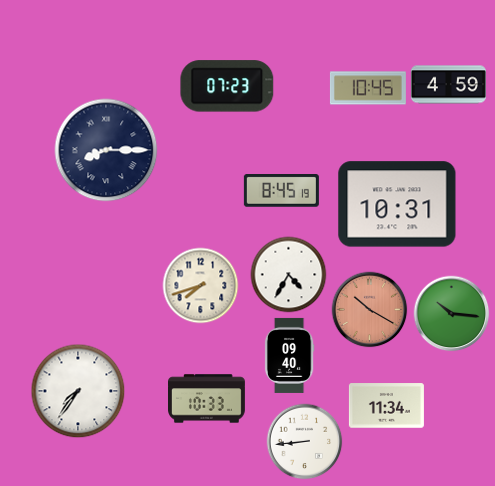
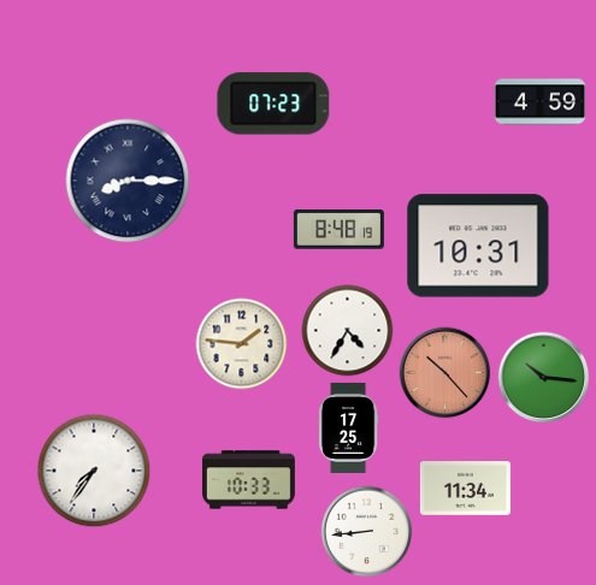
clock at (368, 88): 10:45 -> none
clock at (281, 191): 8:45 -> 8:48
clock at (201, 286): 7:42 -> 1:46
clock at (370, 310): 10:20 -> 10:23
clock at (289, 355): 09:40 -> 17:25
